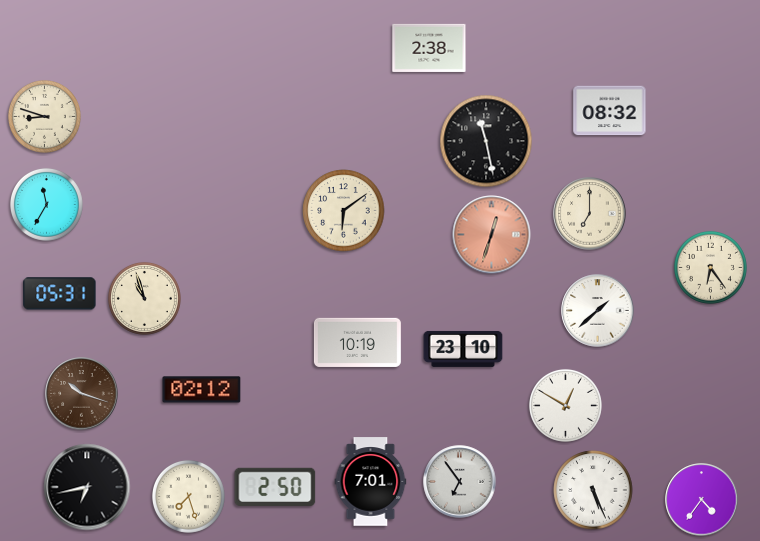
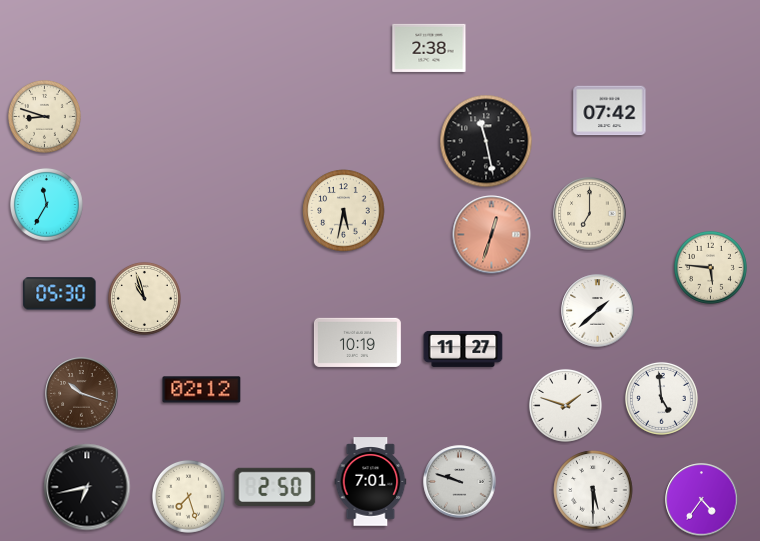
clock at (610, 111): 08:32 -> 07:42
clock at (344, 211): 6:09 -> 5:32
clock at (710, 267): 6:24 -> 5:46
clock at (60, 294): 05:31 -> 05:30
clock at (463, 349): 23:10 -> 11:27
clock at (661, 398): none -> 4:59
clock at (565, 405): 12:50 -> 1:48
clock at (460, 482): 6:54 -> 9:48
clock at (593, 490): 5:26 -> 5:30
